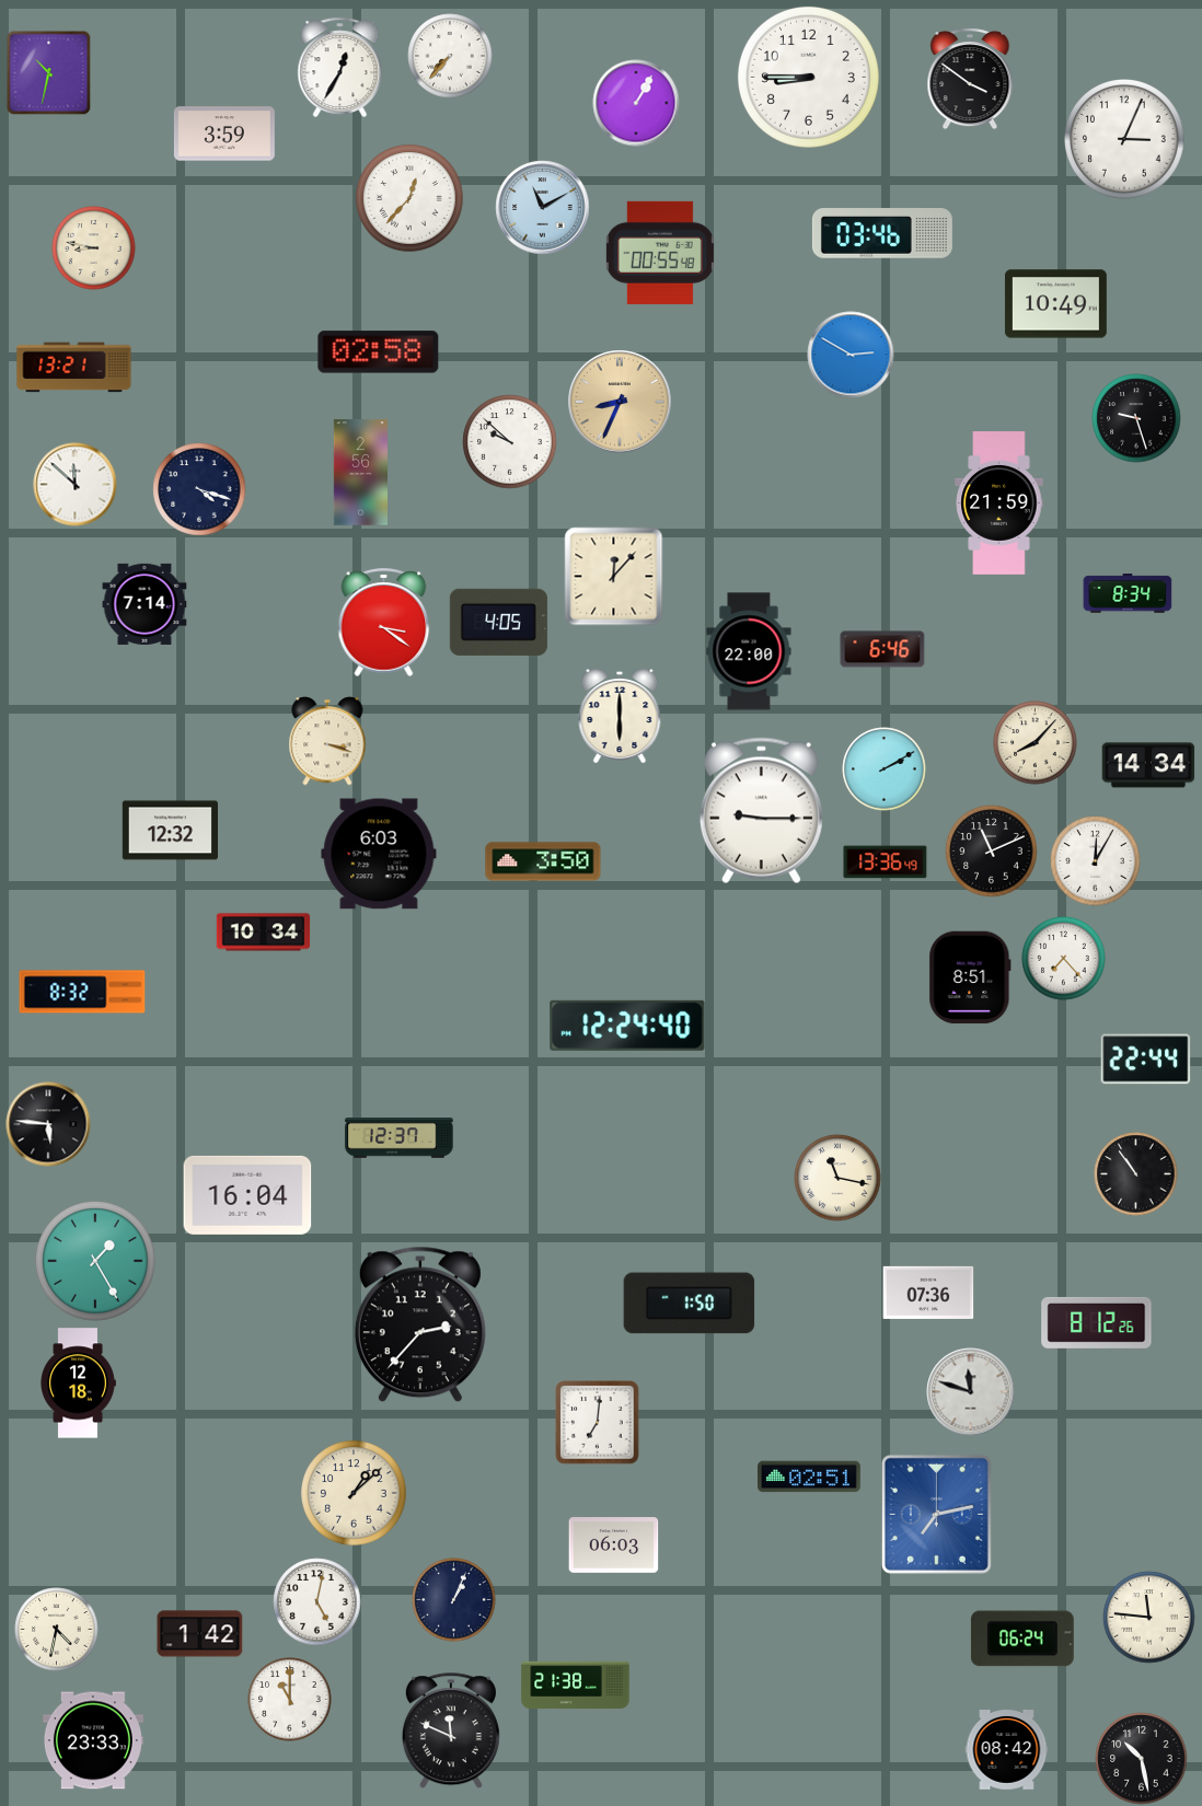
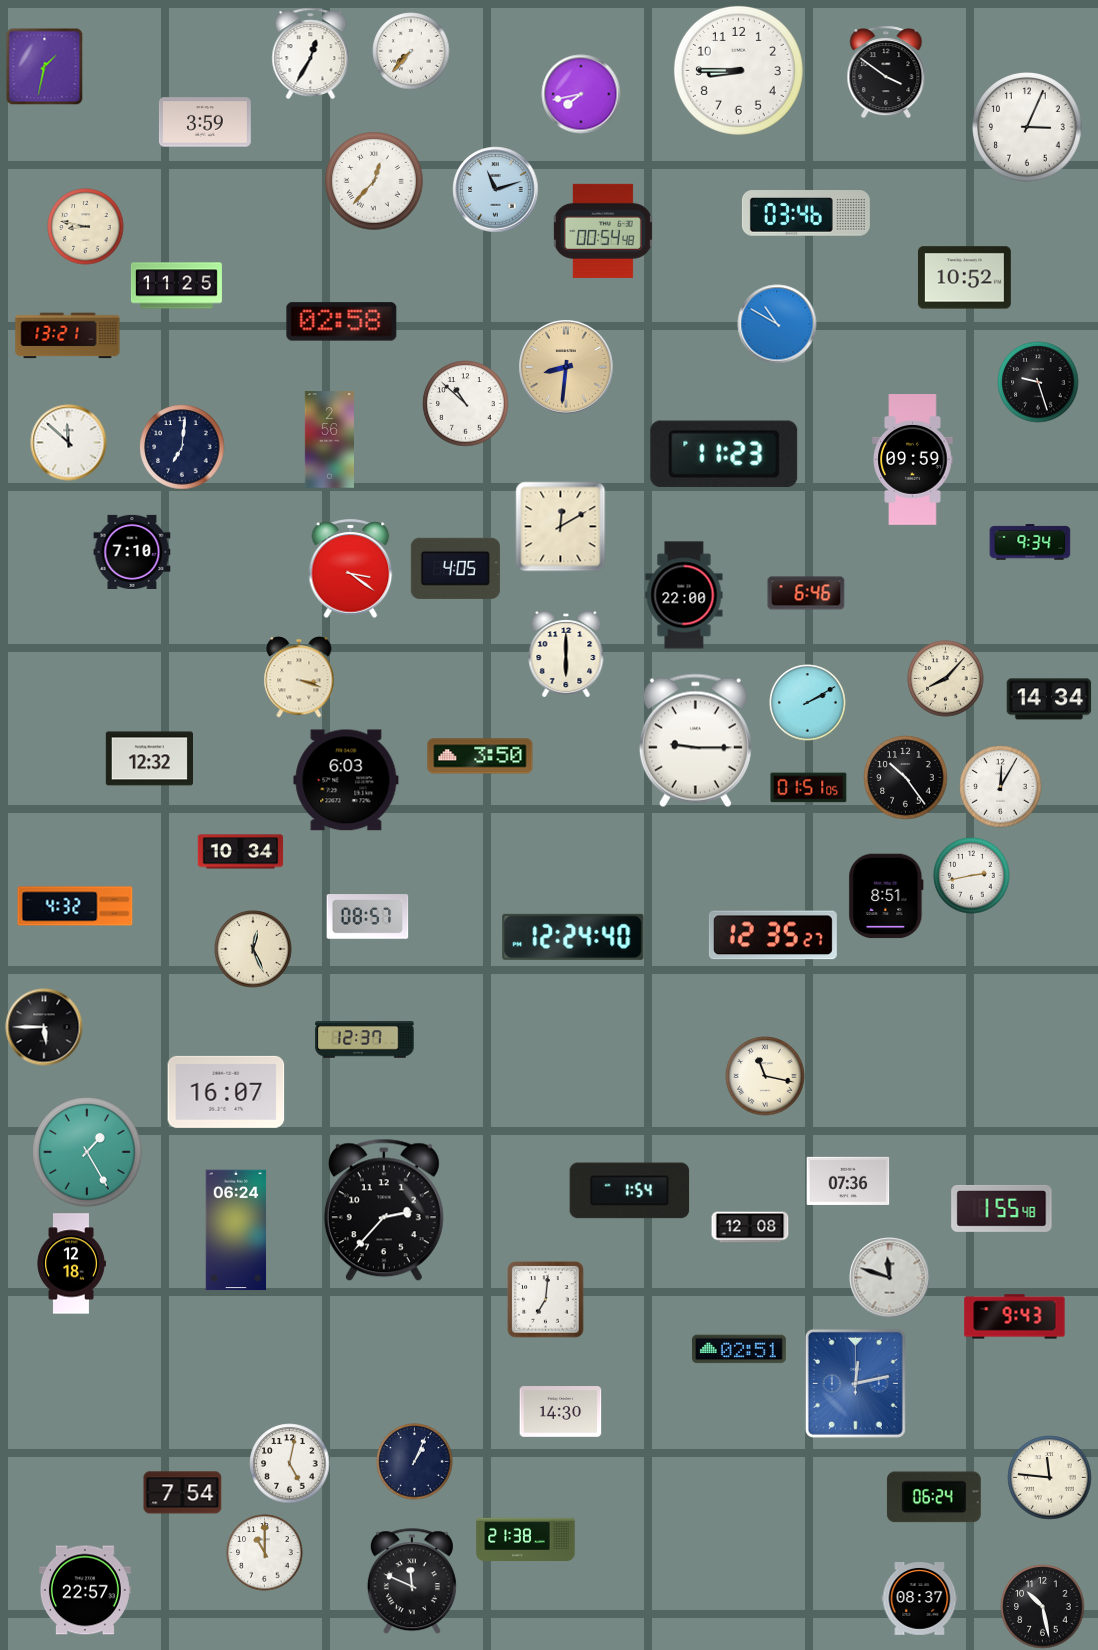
clock at (340, 68) position: (340, 68) -> (311, 54)
clock at (48, 72): 10:32 -> 1:32
clock at (636, 103): 1:05 -> 7:43
clock at (543, 208): 11:10 -> 11:12
clock at (660, 253): 00:55 -> 00:54
clock at (1055, 304): 10:49 -> 10:52
clock at (176, 286): none -> 11:25
clock at (379, 352) position: (379, 352) -> (342, 322)
clock at (851, 355): 2:50 -> 10:50
clock at (621, 403): 8:34 -> 8:31
clock at (510, 442): 9:52 -> 10:52
clock at (360, 473) position: (360, 473) -> (329, 440)
clock at (199, 489): 4:18 -> 7:01
clock at (724, 454): none -> 11:23
clock at (999, 503): 21:59 -> 09:59
clock at (614, 577): 12:07 -> 12:10
clock at (1128, 593): 8:34 -> 9:34
clock at (145, 604): 7:14 -> 7:10
clock at (170, 831) position: (170, 831) -> (149, 759)
clock at (992, 852): 11:11 -> 10:24
clock at (543, 861) position: (543, 861) -> (480, 756)
clock at (886, 863): 13:36 -> 01:51
clock at (1064, 959): 7:23 -> 2:43
clock at (970, 977) position: (970, 977) -> (886, 896)
clock at (82, 992): 8:32 -> 4:32
clock at (368, 917): none -> 08:57
clock at (773, 935): none -> 12:35
clock at (253, 949): none -> 12:26
clock at (1146, 1060): 22:44 -> none
clock at (48, 1124): 5:46 -> 5:45
clock at (1136, 1174): 10:54 -> none
clock at (247, 1195): 16:04 -> 16:07
clock at (690, 1304): 1:50 -> 1:54
clock at (1097, 1322): 8:12 -> 1:55
clock at (750, 1227): none -> 12:08
clock at (236, 1230): none -> 06:24
clock at (971, 1392) position: (971, 1392) -> (890, 1278)
clock at (1015, 1317): none -> 9:43
clock at (354, 1493): 1:08 -> none
clock at (936, 1514): 7:13 -> 12:13
clock at (614, 1545): 06:03 -> 14:30
clock at (57, 1630): 4:32 -> none
clock at (200, 1634): 1:42 -> 7:54
clock at (93, 1740): 23:33 -> 22:57
clock at (1007, 1750): 08:42 -> 08:37
